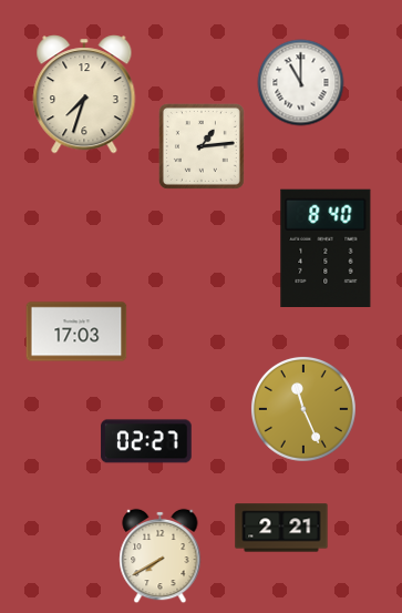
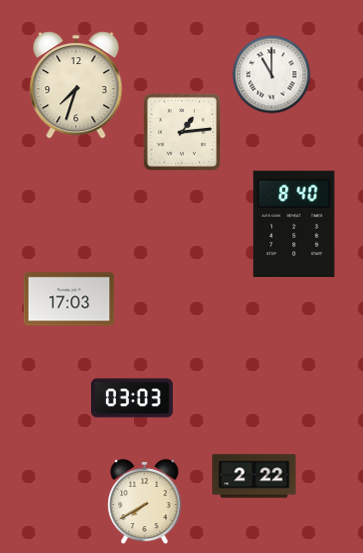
clock at (303, 409): 11:26 -> none
clock at (146, 441): 02:27 -> 03:03
clock at (281, 528): 2:21 -> 2:22
